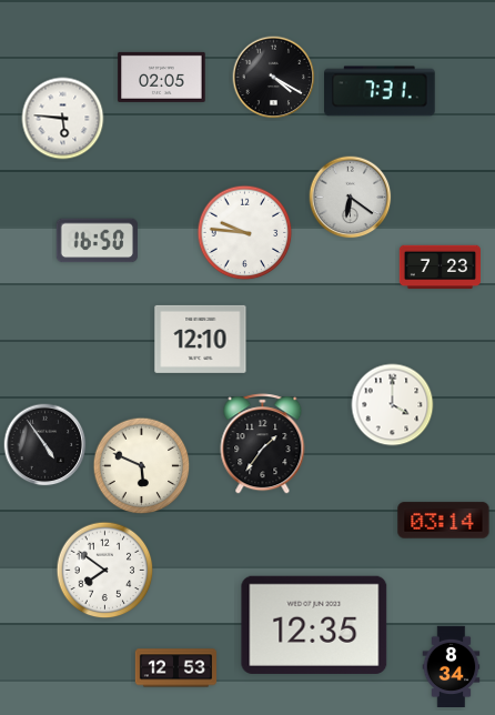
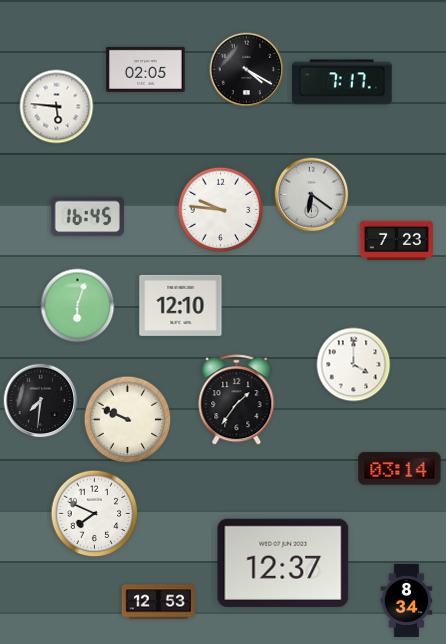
clock at (380, 91): 7:31 -> 7:17
clock at (351, 198) position: (351, 198) -> (312, 195)
clock at (97, 241): 16:50 -> 16:45
clock at (78, 306): none -> 6:03
clock at (46, 445): 4:54 -> 7:31
clock at (142, 466): 5:49 -> 9:49
clock at (105, 571): 7:51 -> 7:49
clock at (314, 625): 12:35 -> 12:37
